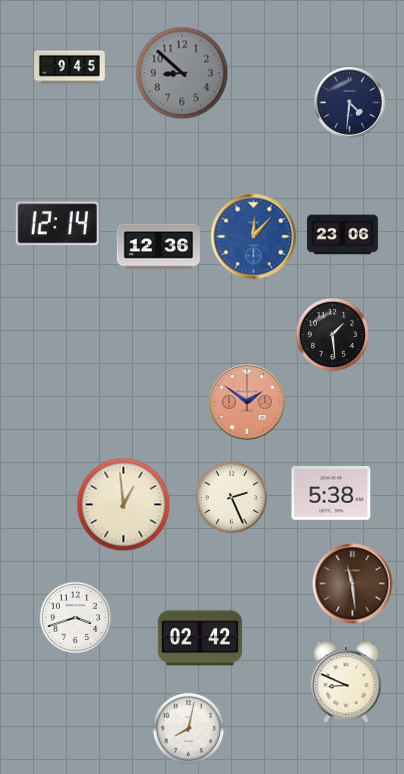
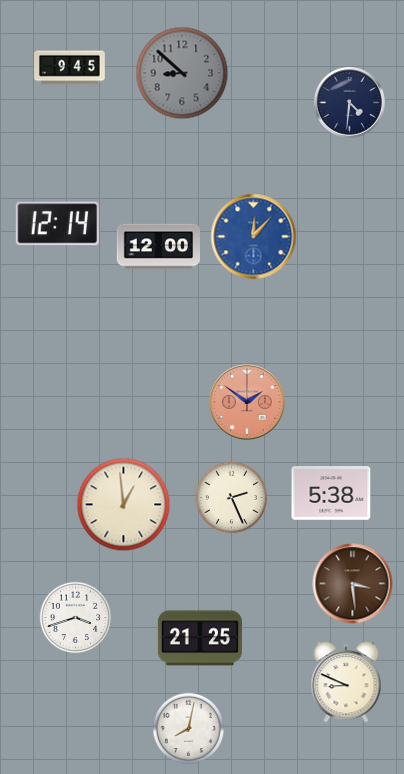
clock at (343, 235): 23:06 -> none
clock at (158, 247): 12:36 -> 12:00
clock at (332, 334): 1:29 -> none
clock at (353, 584): 11:29 -> 3:29
clock at (200, 638): 02:42 -> 21:25
